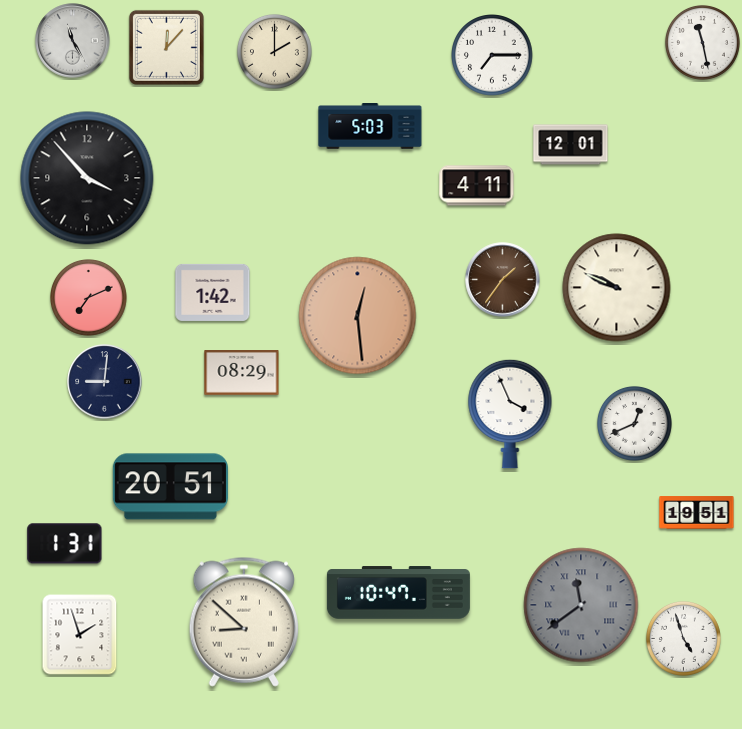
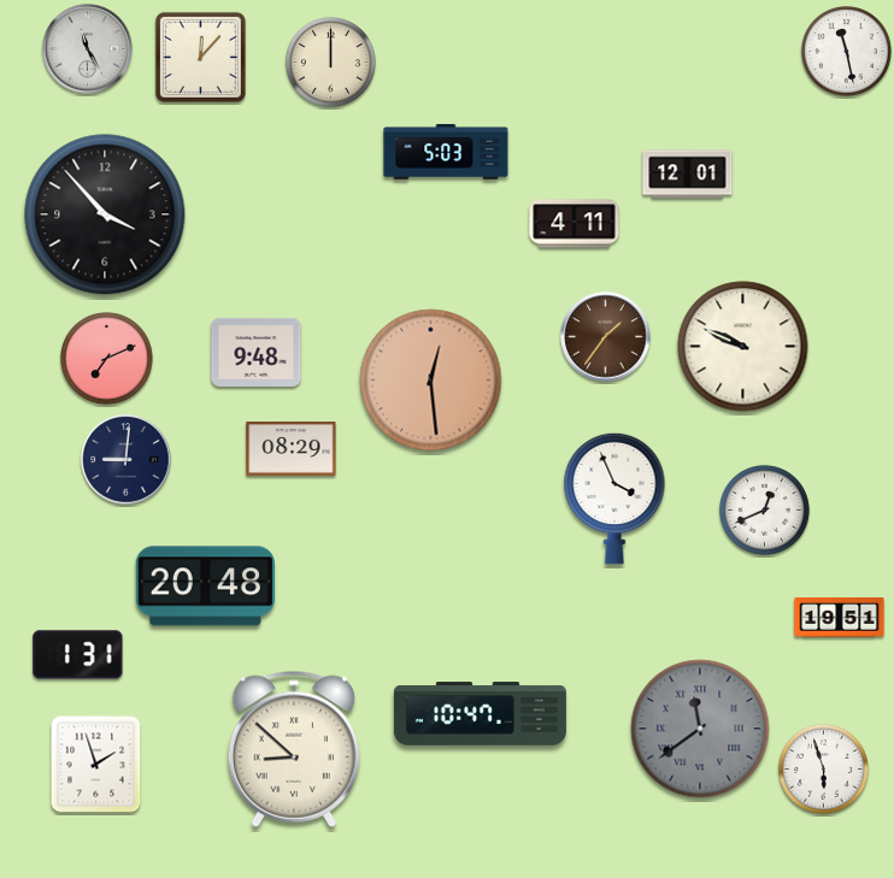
clock at (274, 51): 2:00 -> 12:00
clock at (493, 56): 7:15 -> none
clock at (213, 292): 1:42 -> 9:48
clock at (170, 487): 20:51 -> 20:48
clock at (683, 638): 4:57 -> 5:57
